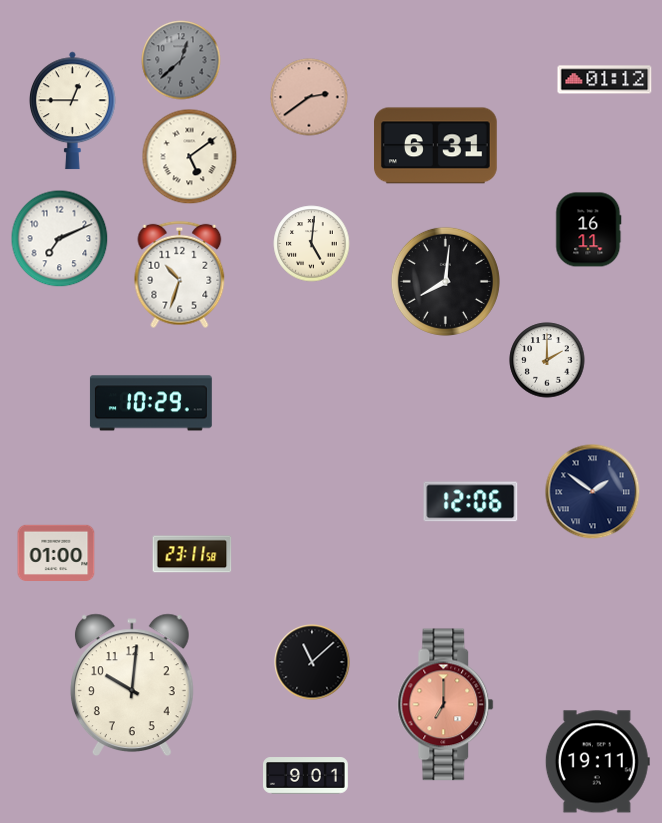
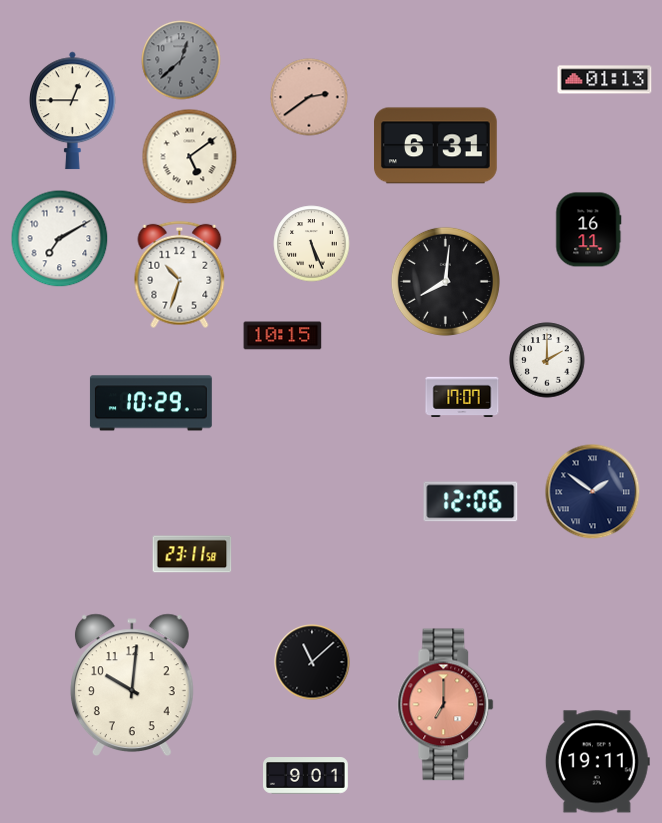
clock at (605, 80): 01:12 -> 01:13
clock at (60, 239): 7:11 -> 7:10
clock at (312, 244): 5:01 -> 5:26
clock at (283, 336): none -> 10:15
clock at (462, 396): none -> 17:07
clock at (56, 552): 01:00 -> none
